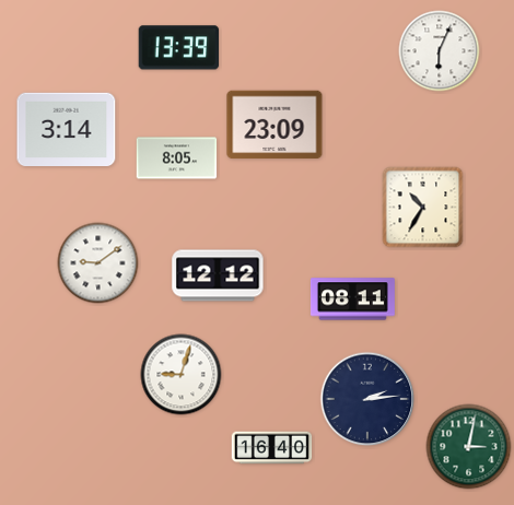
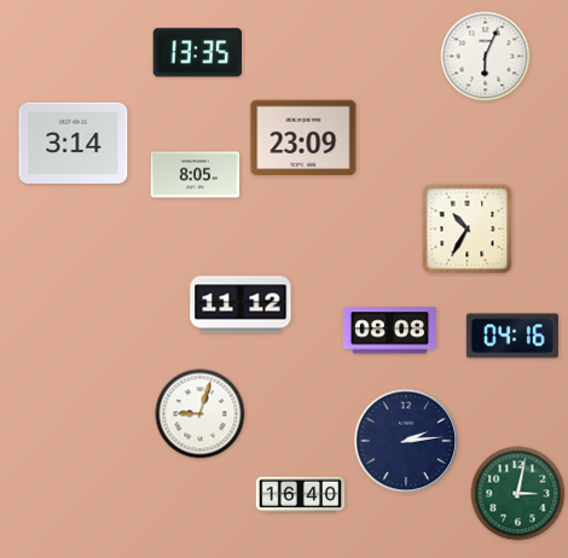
clock at (179, 48): 13:39 -> 13:35
clock at (98, 263): 9:09 -> none
clock at (218, 275): 12:12 -> 11:12
clock at (352, 300): 08:11 -> 08:08
clock at (512, 336): none -> 04:16
